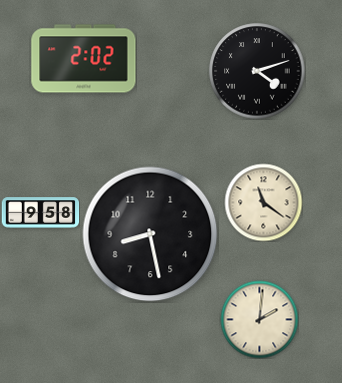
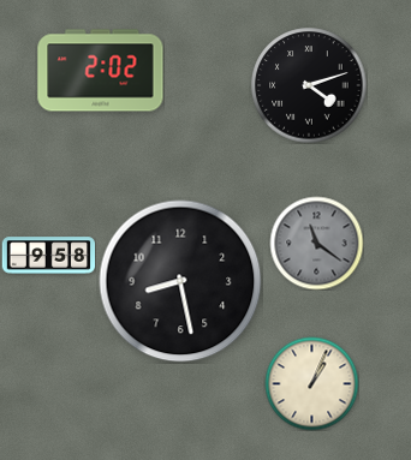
clock at (263, 202) dial: cream -> grey
clock at (259, 319): 2:01 -> 1:04
